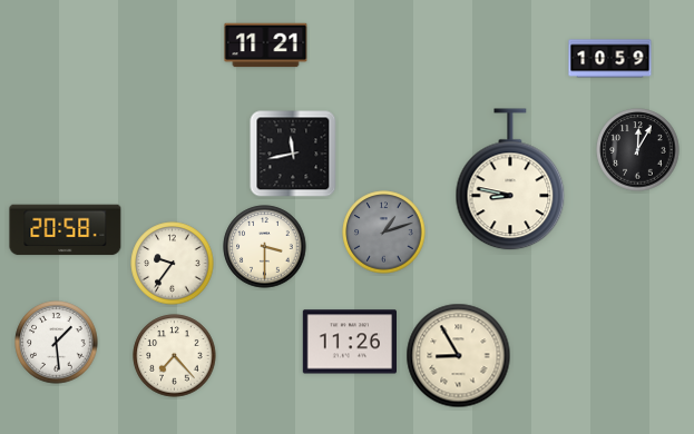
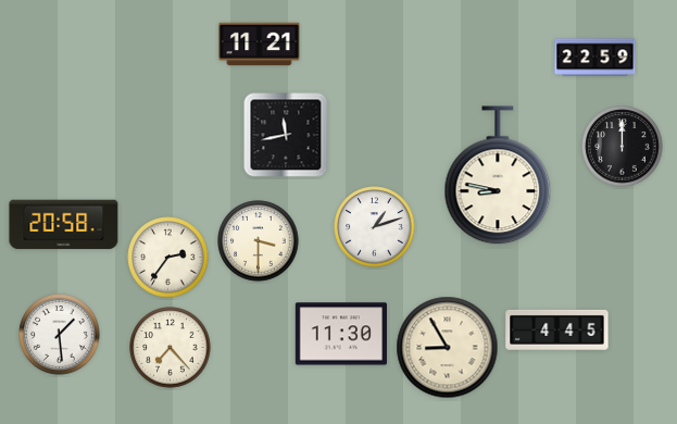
clock at (610, 59): 10:59 -> 22:59
clock at (638, 150): 12:05 -> 12:00
clock at (293, 154) position: (293, 154) -> (286, 135)
clock at (384, 233) dial: grey -> white
clock at (173, 264): 9:36 -> 2:36
clock at (557, 329): none -> 4:45
clock at (349, 342): 11:26 -> 11:30
clock at (57, 343) position: (57, 343) -> (60, 335)
